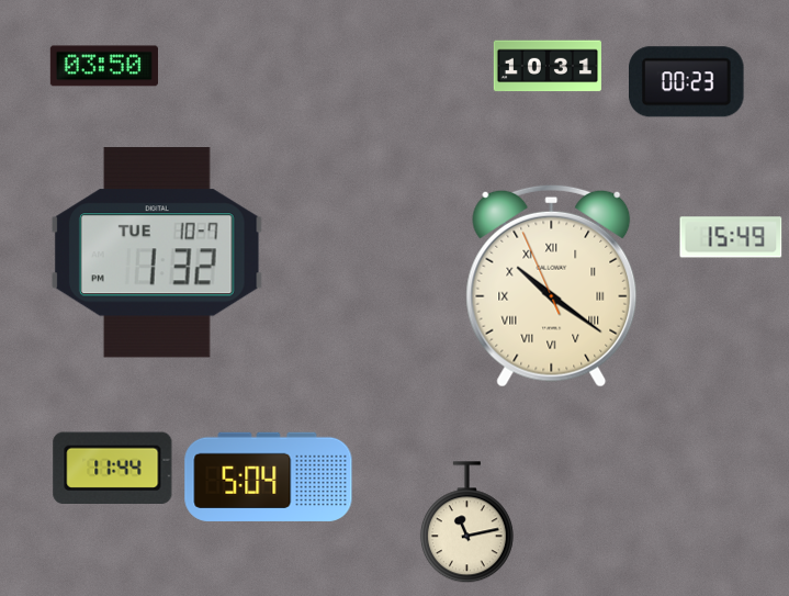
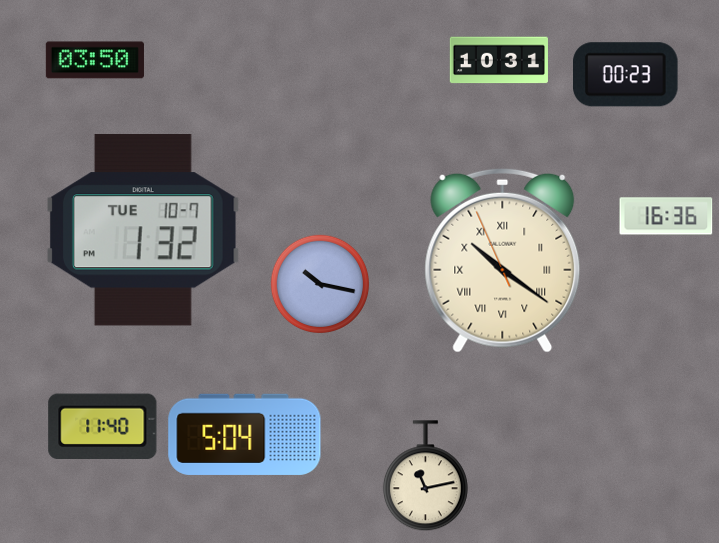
clock at (731, 237): 15:49 -> 16:36
clock at (320, 284): none -> 10:17
clock at (113, 469): 11:44 -> 11:40
